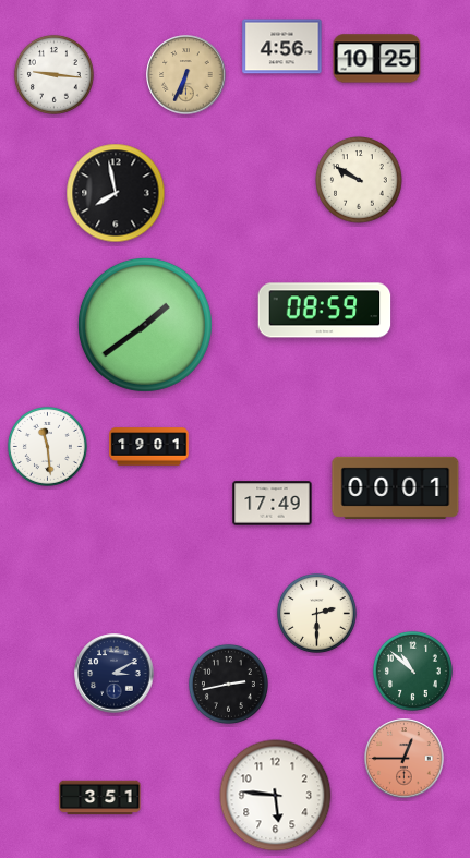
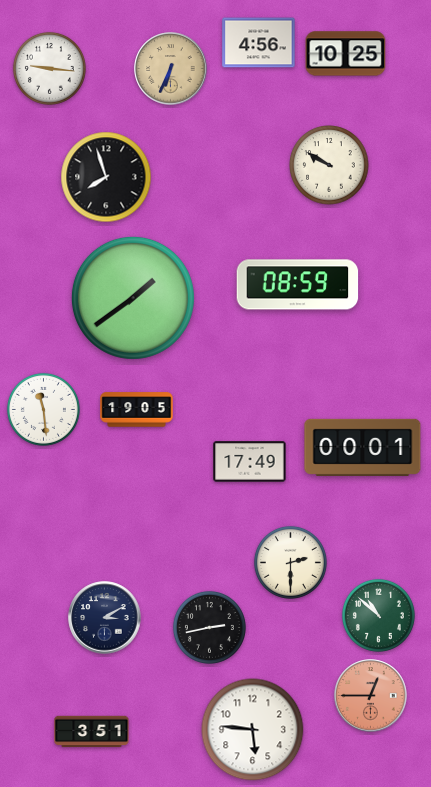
clock at (116, 193): 7:58 -> 7:57
clock at (149, 447): 19:01 -> 19:05
